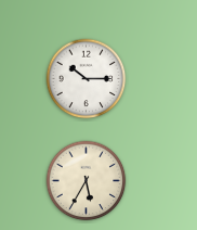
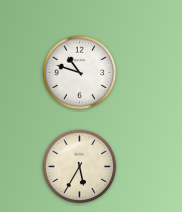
clock at (87, 79): 10:15 -> 10:48
